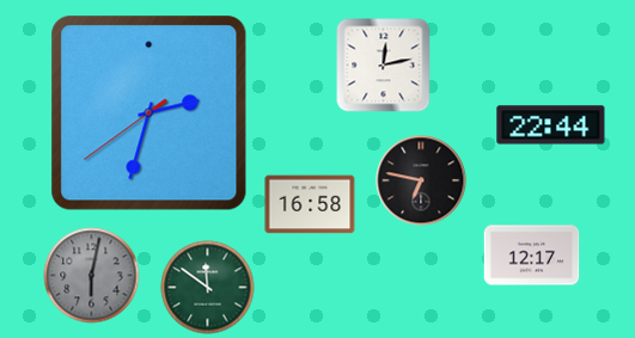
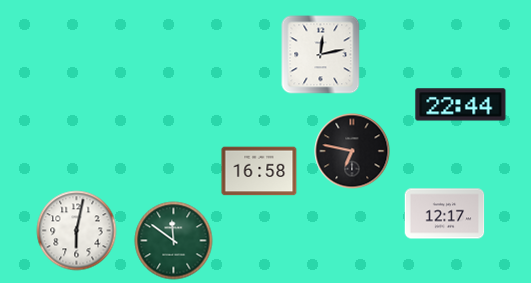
clock at (149, 113): 2:32 -> none
clock at (92, 276) dial: grey -> white
